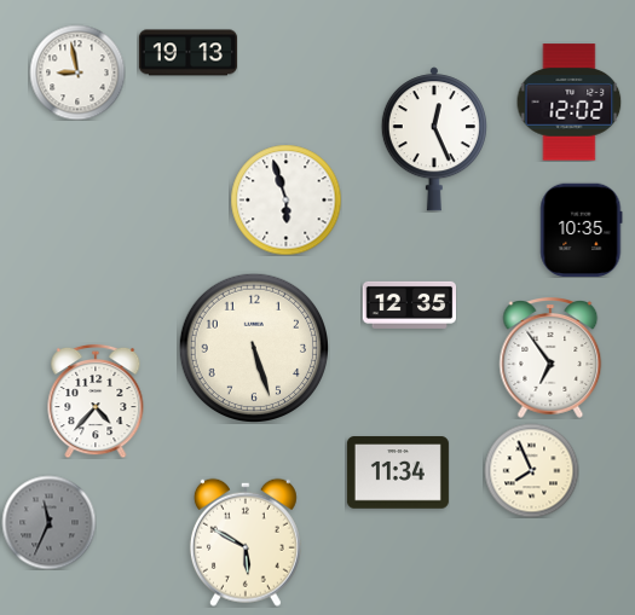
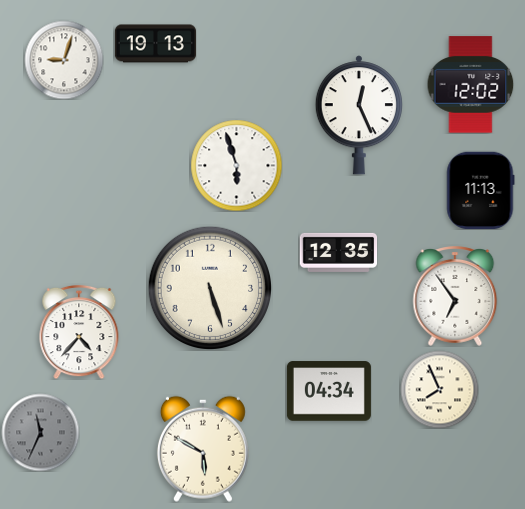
clock at (77, 72): 8:58 -> 9:03
clock at (582, 230): 10:35 -> 11:13
clock at (398, 472): 11:34 -> 04:34
